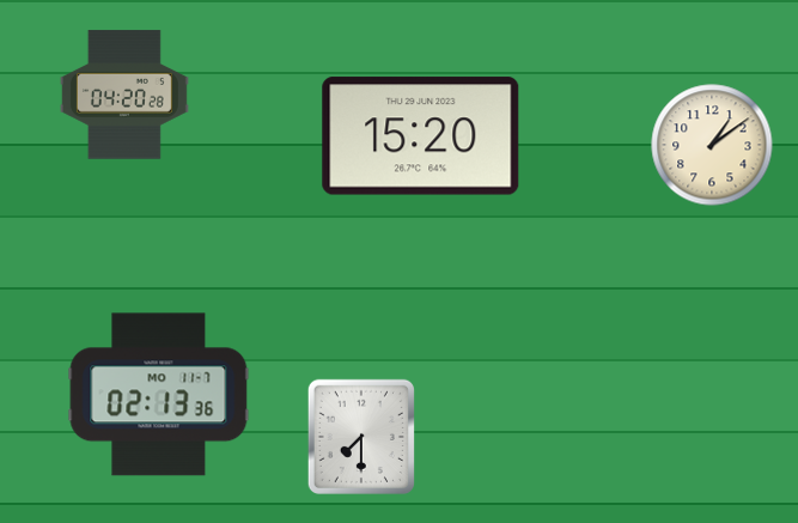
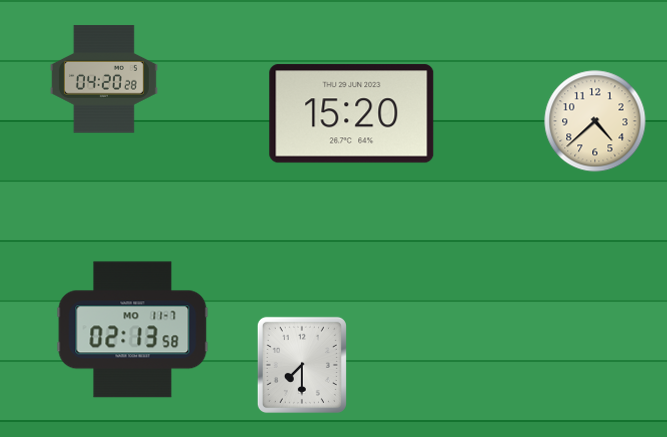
clock at (712, 145): 1:09 -> 4:38
clock at (159, 395): 02:13:36 -> 02:13:58
